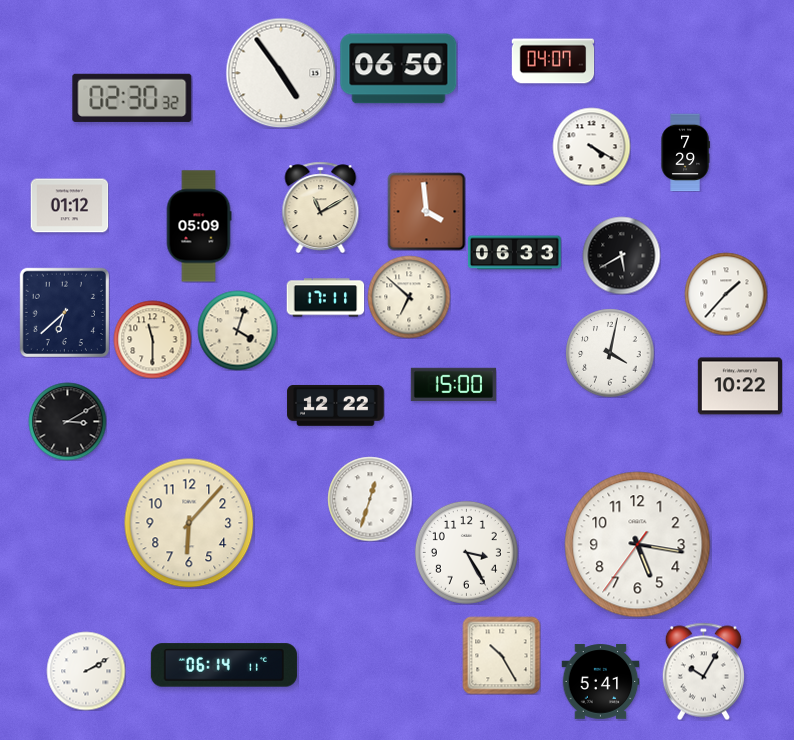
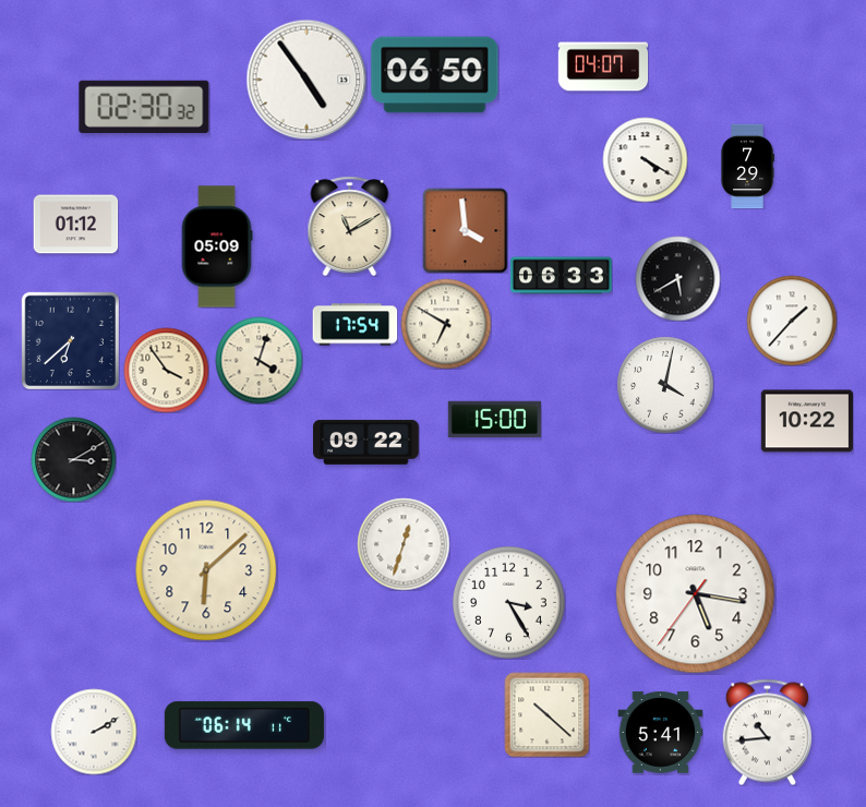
clock at (409, 297): 6:52 -> 6:50
clock at (325, 298): 17:11 -> 17:54
clock at (152, 339): 11:30 -> 3:54
clock at (336, 405): 12:22 -> 09:22
clock at (189, 523): 6:07 -> 6:08
clock at (501, 655): 10:25 -> 10:22
clock at (703, 671): 10:05 -> 10:44
clock at (600, 682) position: (600, 682) -> (660, 733)
